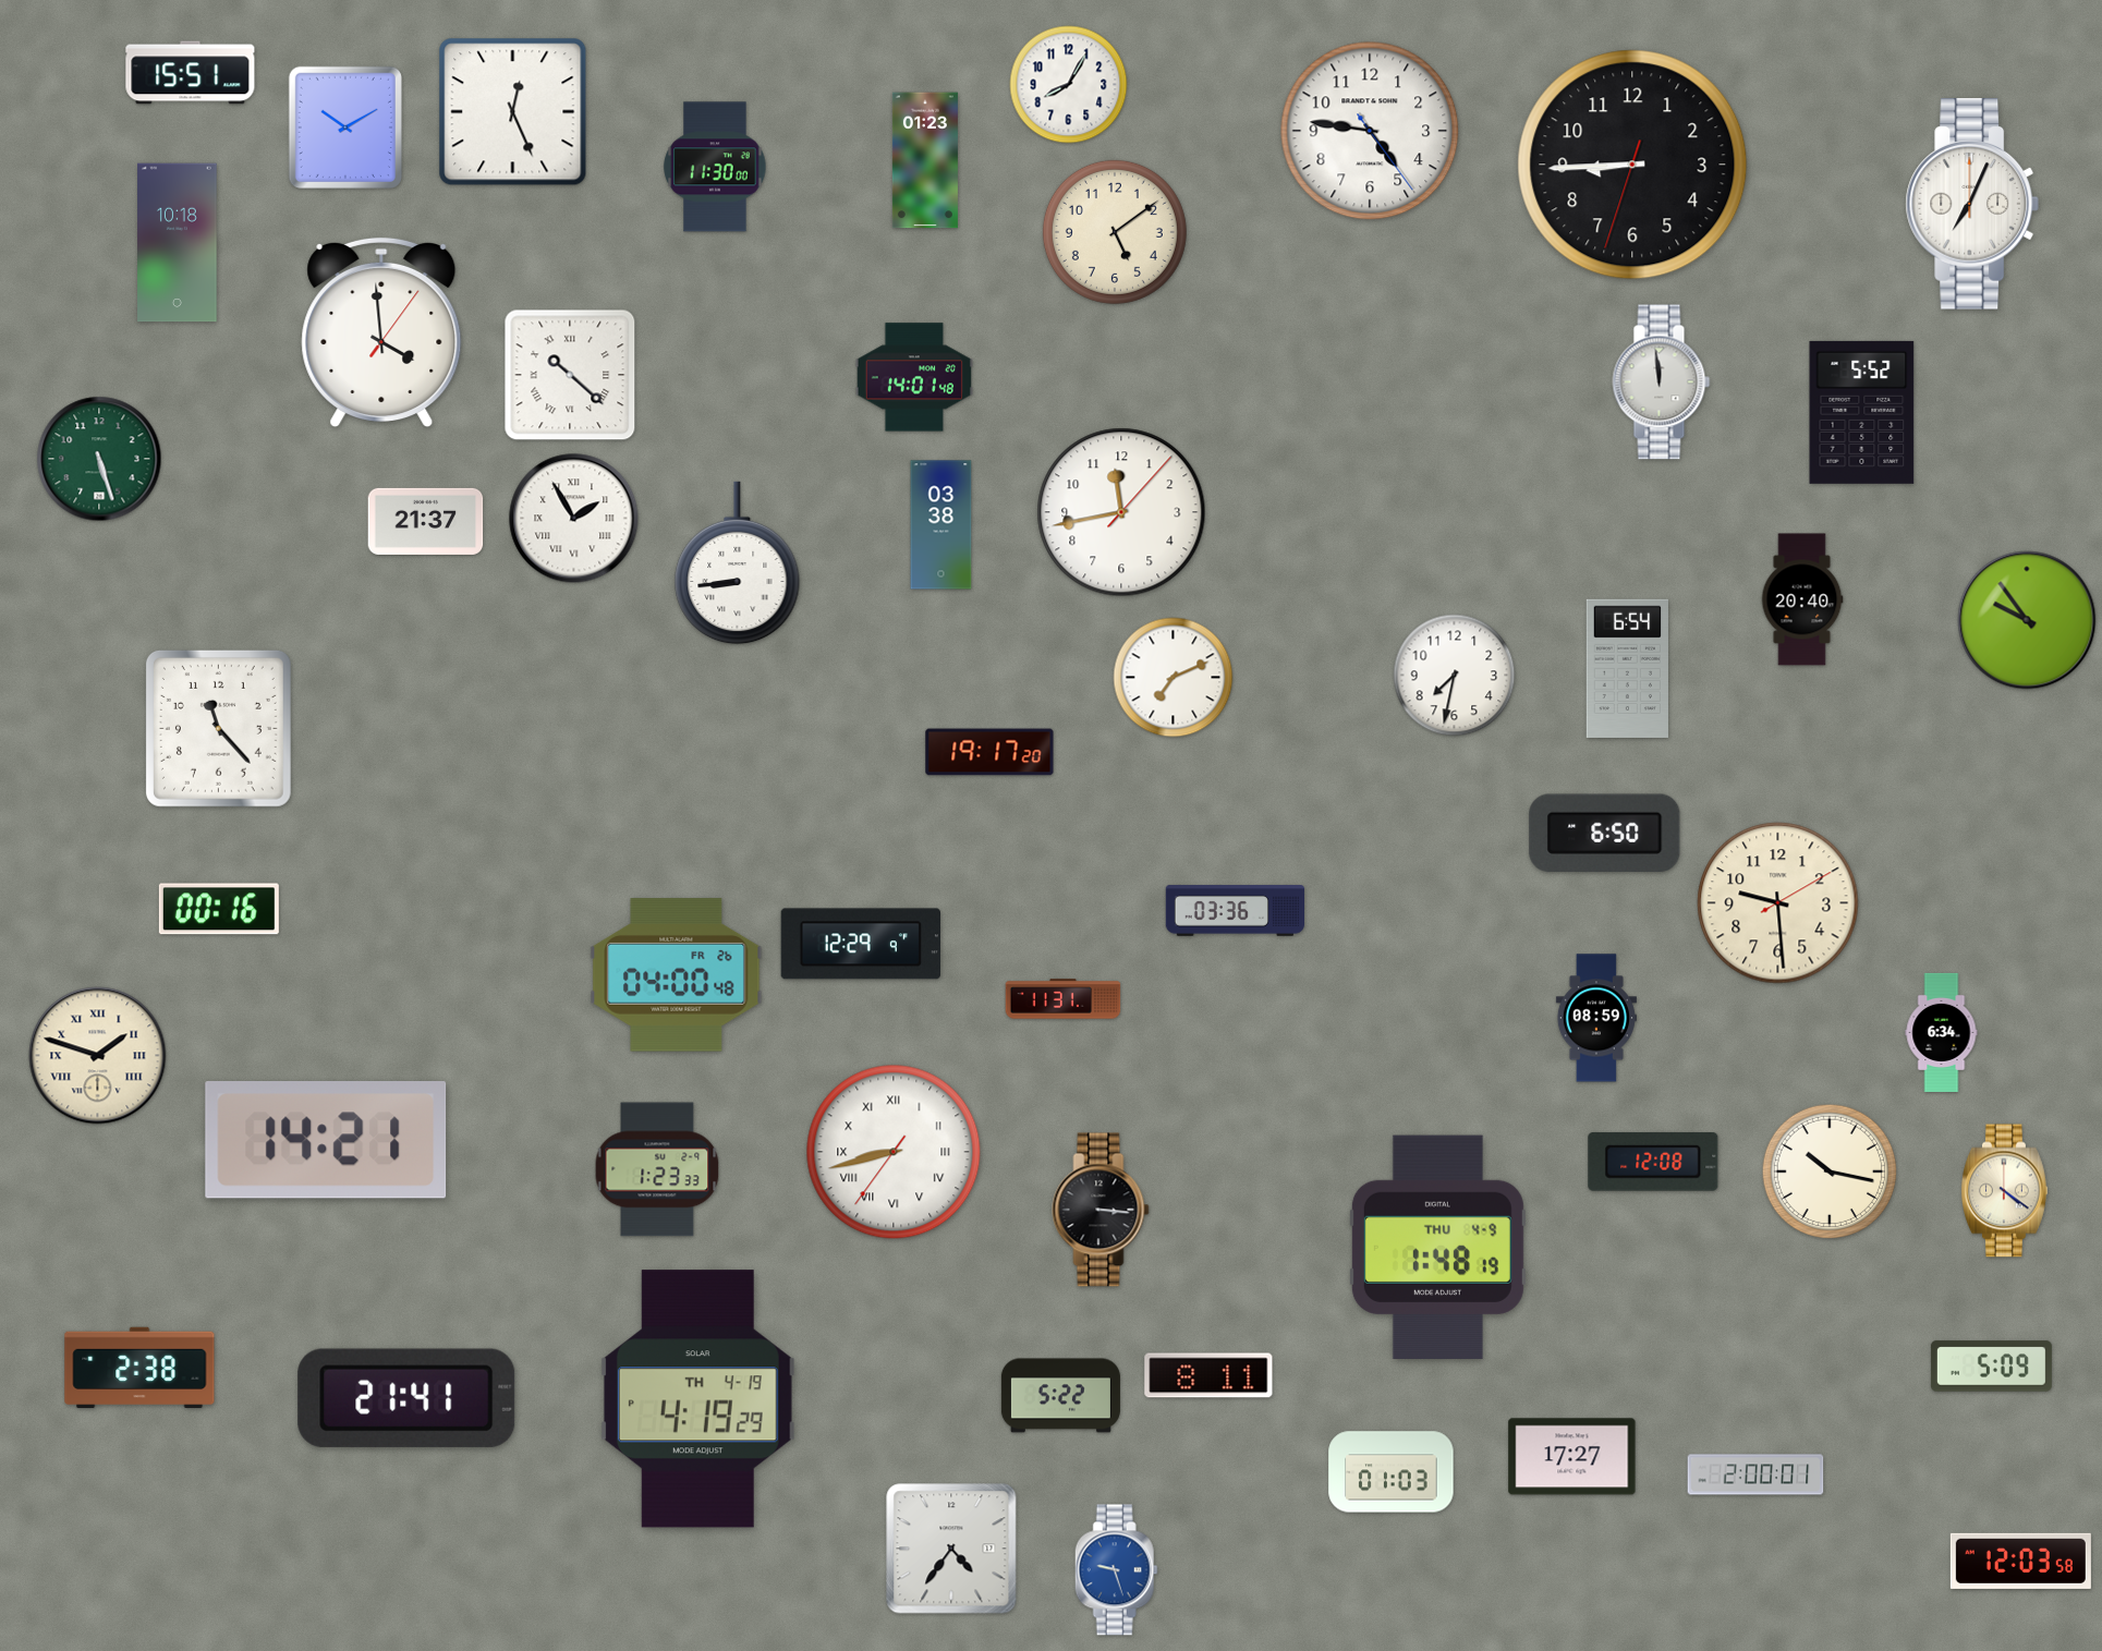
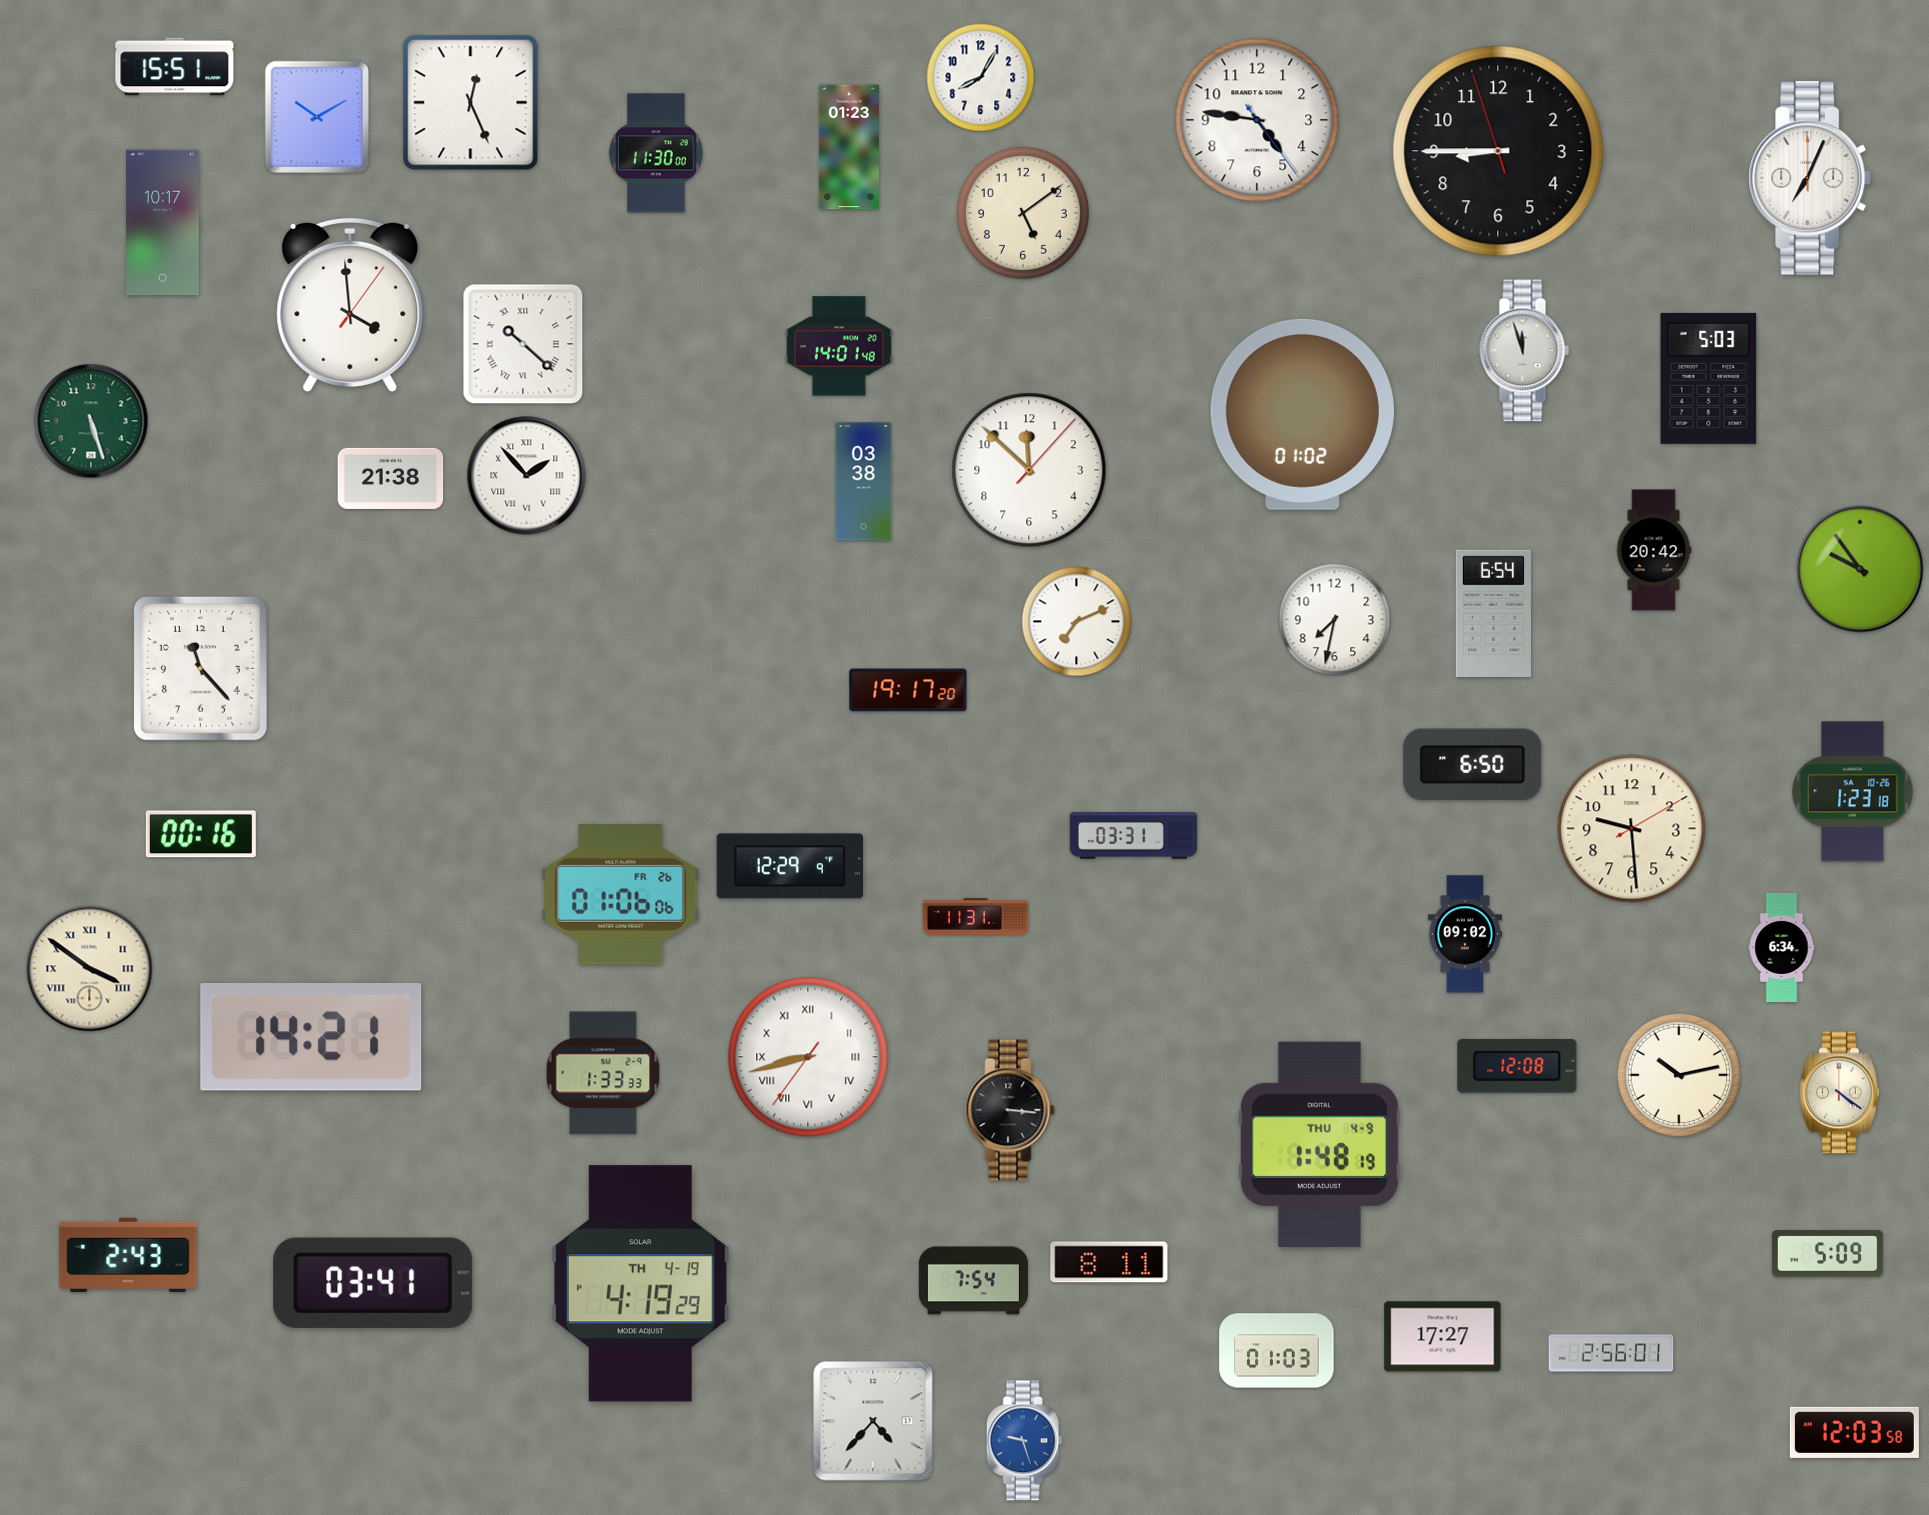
clock at (1632, 165): 8:44:33 -> 8:44:57
clock at (1972, 204) position: (1972, 204) -> (1810, 178)
clock at (178, 243): 10:18 -> 10:17
clock at (1662, 383): 11:59 -> 11:57
clock at (1862, 412): 5:52 -> 5:03
clock at (1302, 414): none -> 01:02
clock at (1121, 512): 11:43 -> 11:52
clock at (574, 519): 1:55 -> 1:53
clock at (426, 521): 21:37 -> 21:38
clock at (738, 563): 8:44 -> none
clock at (1802, 599): 20:40 -> 20:42
clock at (1853, 792): none -> 1:23
clock at (1236, 911): 03:36 -> 03:31
clock at (677, 975): 04:00 -> 01:06
clock at (1596, 1018): 08:59 -> 09:02
clock at (98, 1056): 1:48 -> 3:51
clock at (326, 1141) position: (326, 1141) -> (311, 1038)
clock at (894, 1152) position: (894, 1152) -> (808, 1057)
clock at (657, 1169): 1:23 -> 1:33
clock at (1830, 1172): 10:17 -> 10:13
clock at (139, 1368): 2:38 -> 2:43
clock at (1060, 1396): 5:22 -> 7:54
clock at (406, 1398): 21:41 -> 03:41
clock at (1755, 1474): 2:00 -> 2:56
clock at (951, 1549): 4:36 -> 4:37
